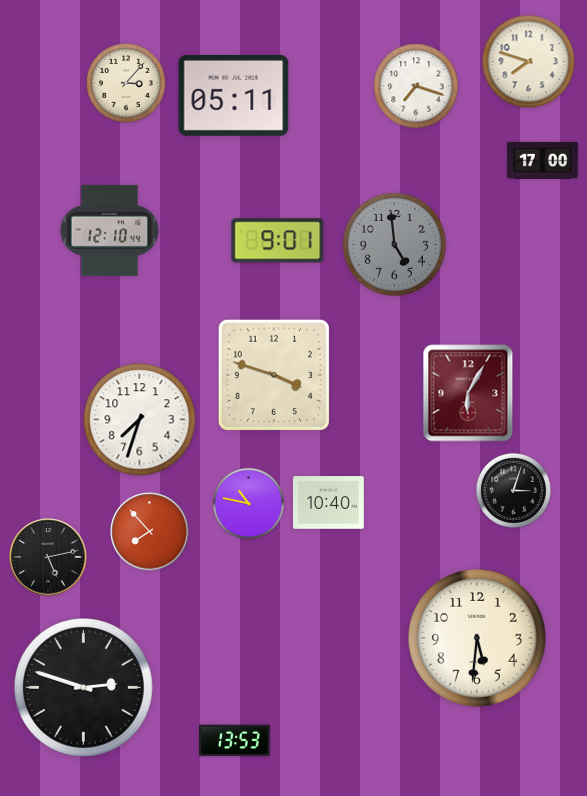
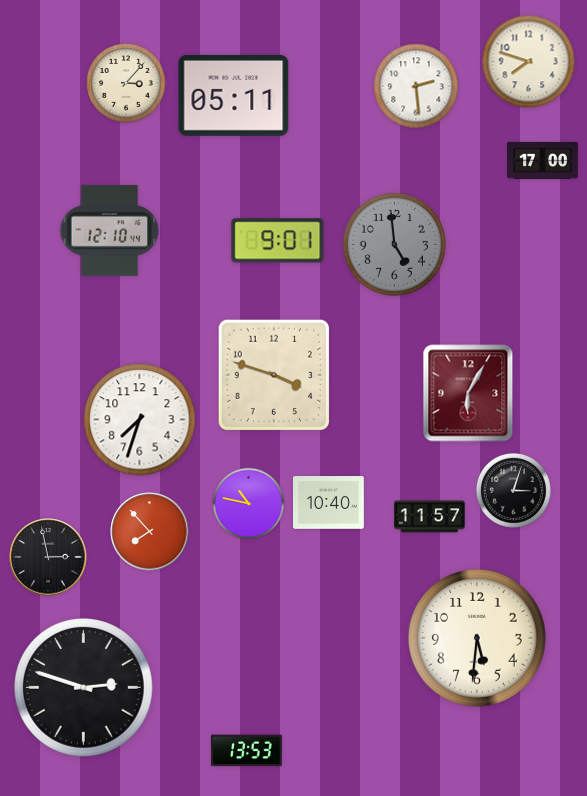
clock at (416, 86): 7:18 -> 2:29
clock at (430, 517): none -> 11:57
clock at (48, 557): 5:13 -> 2:58
clock at (235, 741) position: (235, 741) -> (247, 751)
